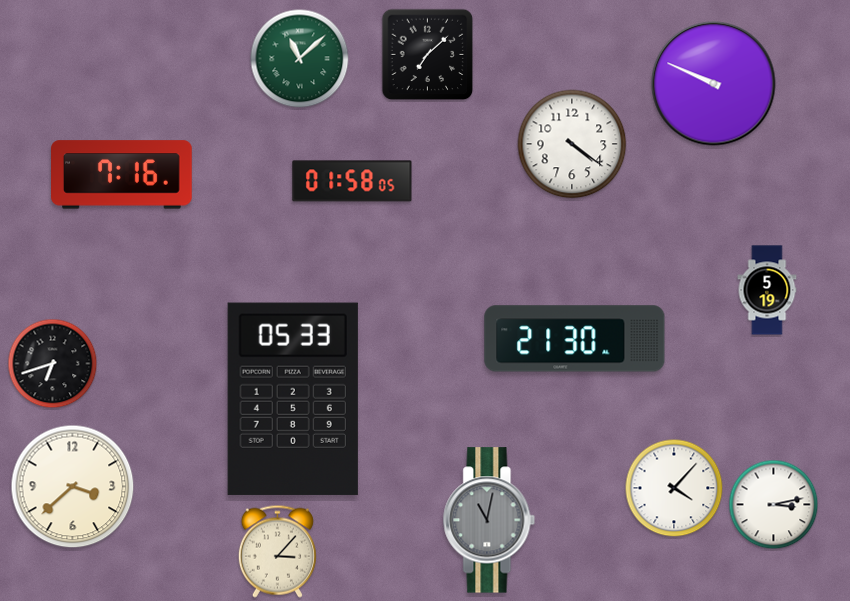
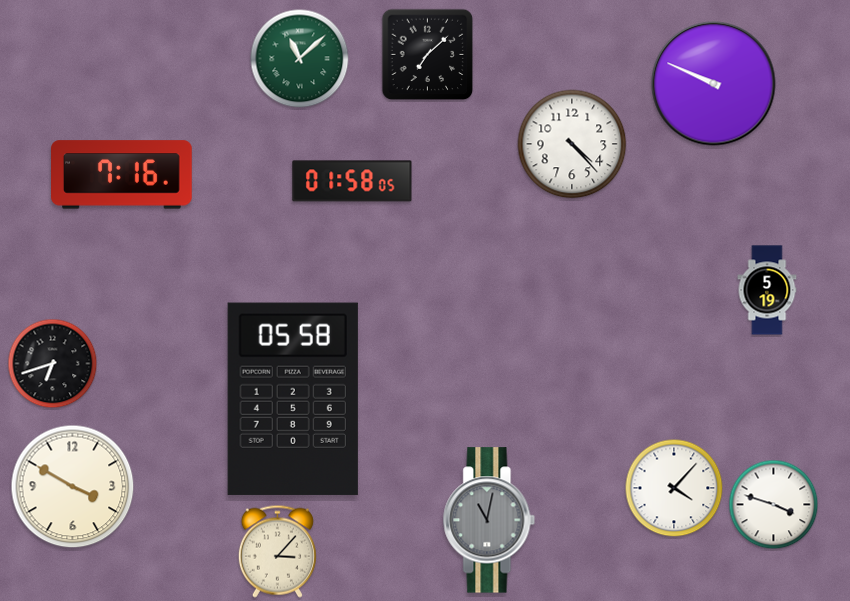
clock at (572, 144): 4:21 -> 4:23
clock at (575, 339): 21:30 -> none
clock at (293, 399): 05:33 -> 05:58
clock at (73, 487): 3:38 -> 3:50
clock at (774, 505): 3:13 -> 3:48
